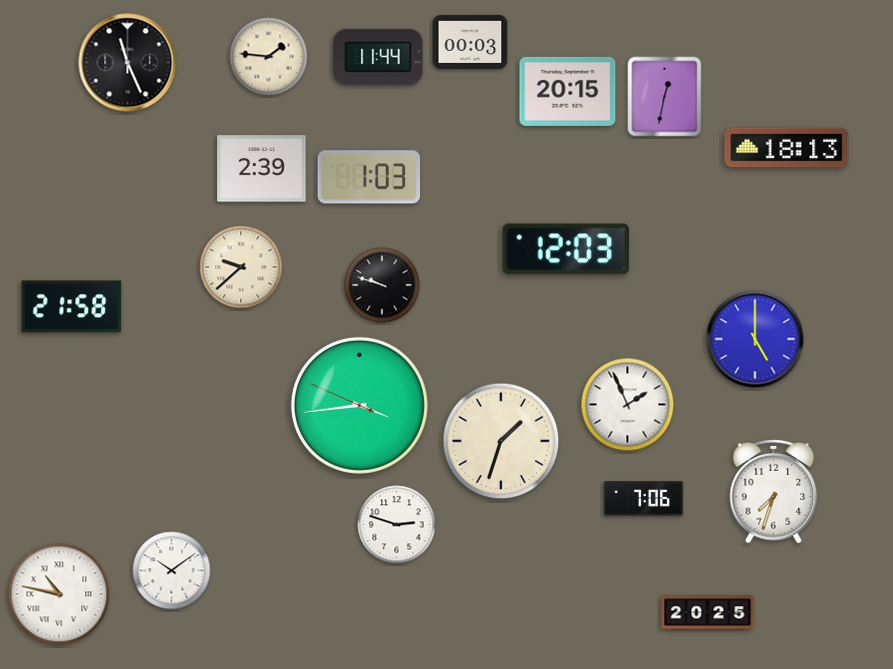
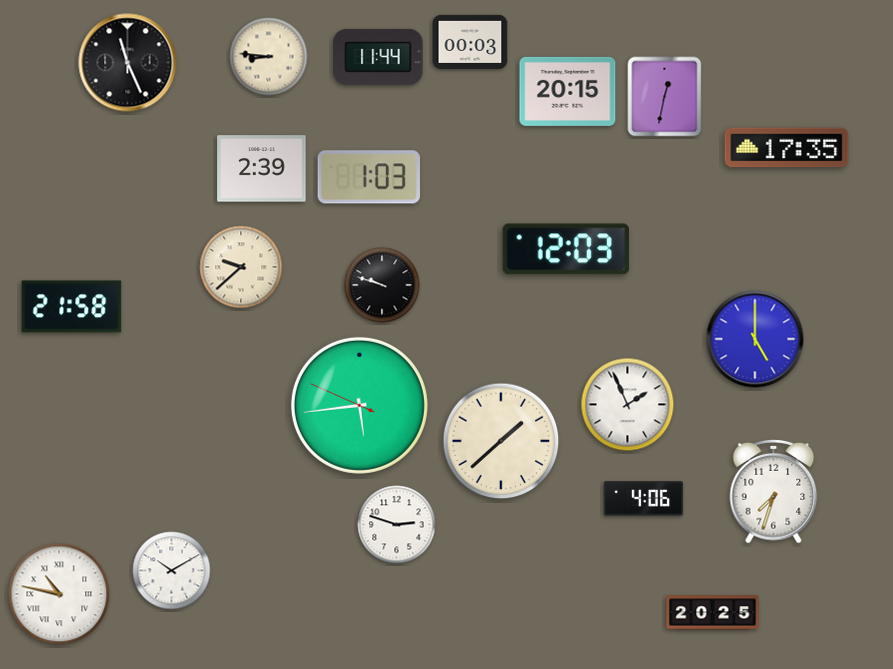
clock at (269, 57): 1:46 -> 8:46
clock at (787, 148): 18:13 -> 17:35
clock at (359, 405): 3:43 -> 5:43
clock at (501, 441): 1:33 -> 1:38
clock at (644, 499): 7:06 -> 4:06
clock at (172, 571): 10:09 -> 10:10
clock at (708, 613) position: (708, 613) -> (713, 613)
